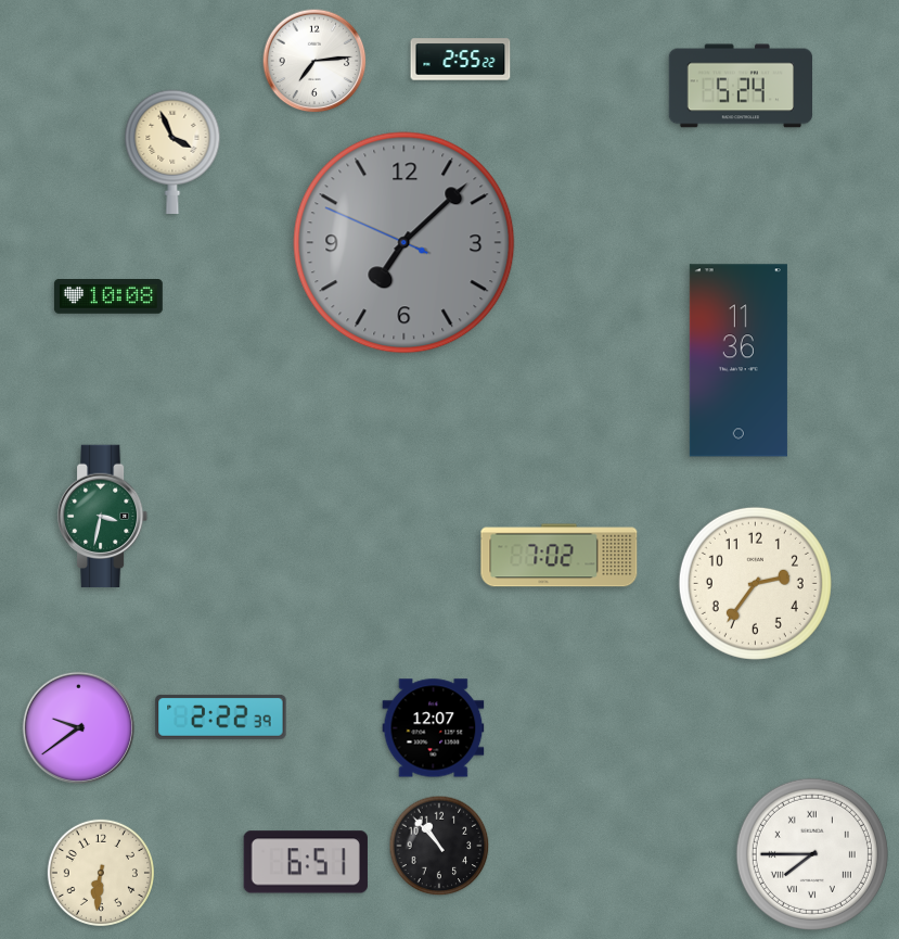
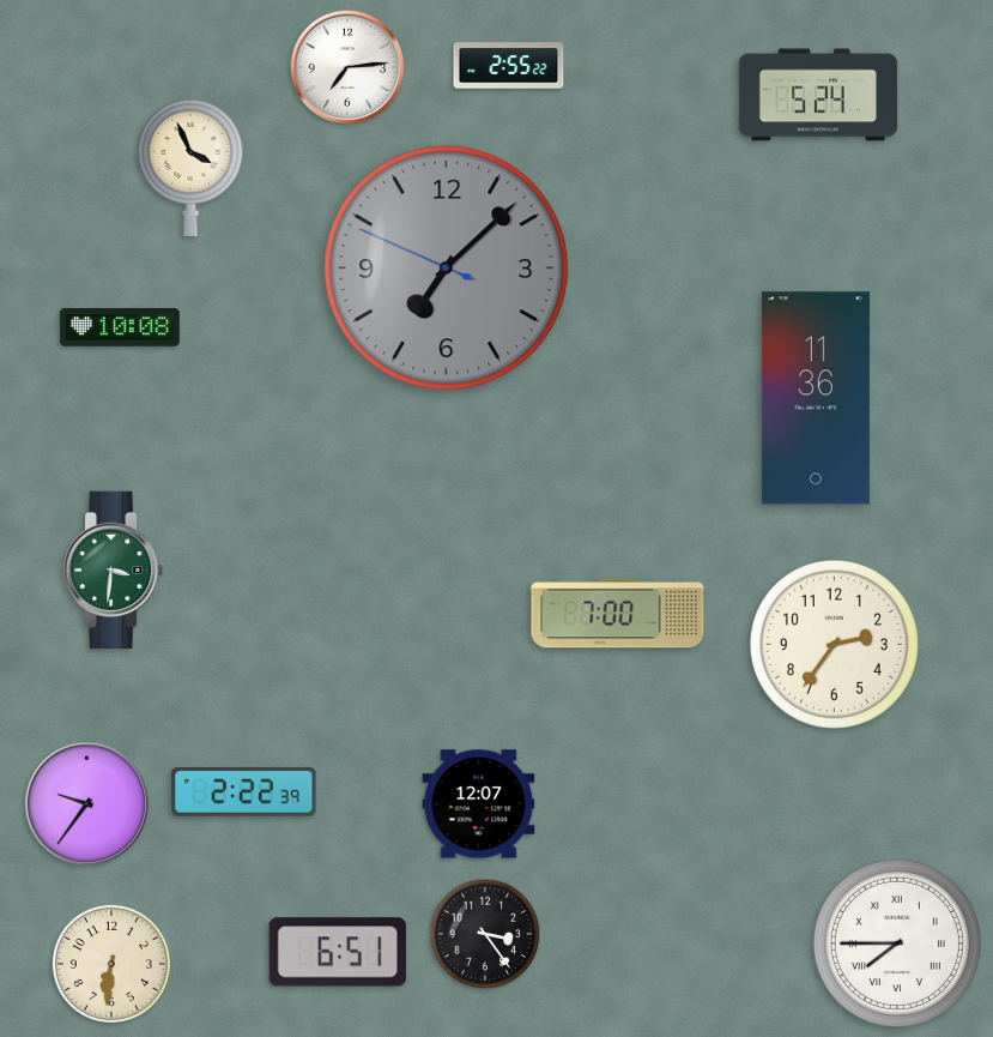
clock at (103, 517): 3:32 -> 3:31
clock at (560, 556): 7:02 -> 7:00
clock at (78, 727): 9:39 -> 9:36
clock at (439, 846): 10:53 -> 3:24
